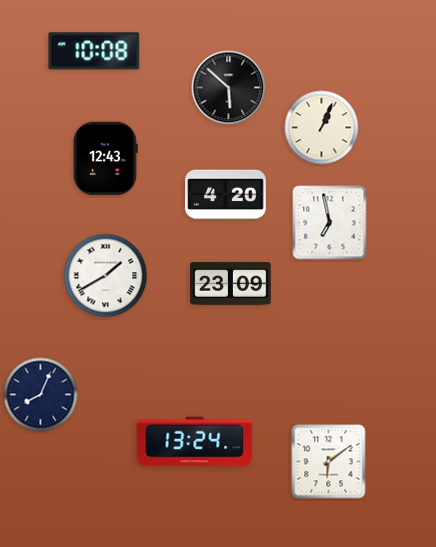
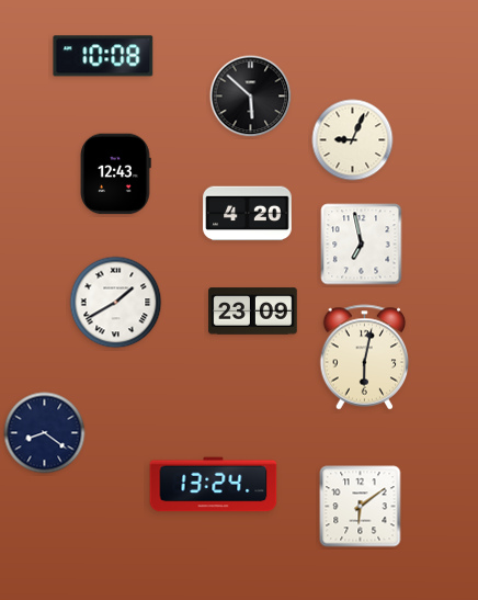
clock at (322, 128): 1:04 -> 9:04
clock at (365, 358): none -> 6:02
clock at (41, 395): 8:04 -> 8:21
